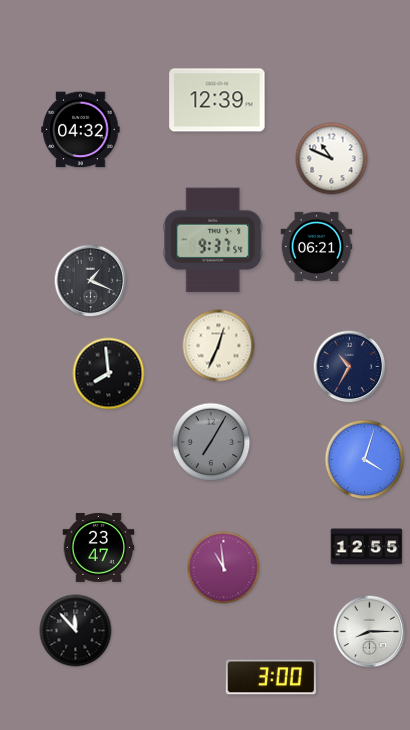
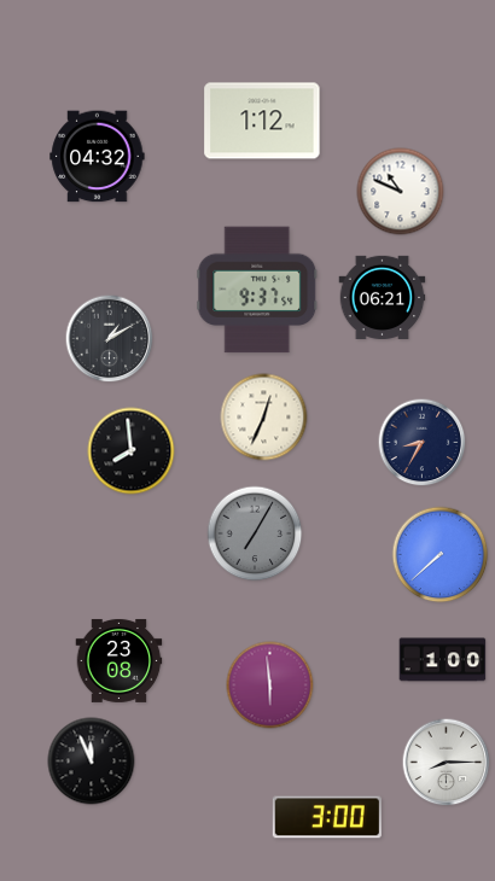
clock at (217, 100): 12:39 -> 1:12
clock at (91, 281): 1:19 -> 1:10
clock at (350, 367): 10:35 -> 8:35
clock at (365, 460): 4:03 -> 7:38
clock at (99, 547): 23:47 -> 23:08
clock at (367, 547): 12:55 -> 1:00
clock at (224, 568): 10:59 -> 5:59
clock at (76, 631): 11:53 -> 11:56
